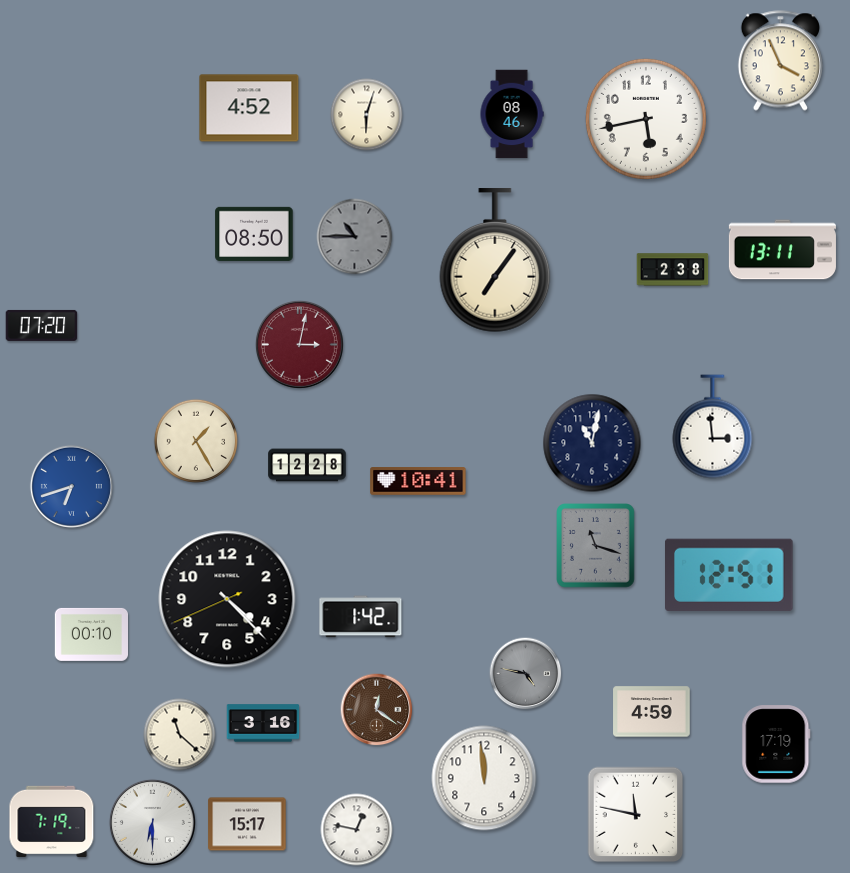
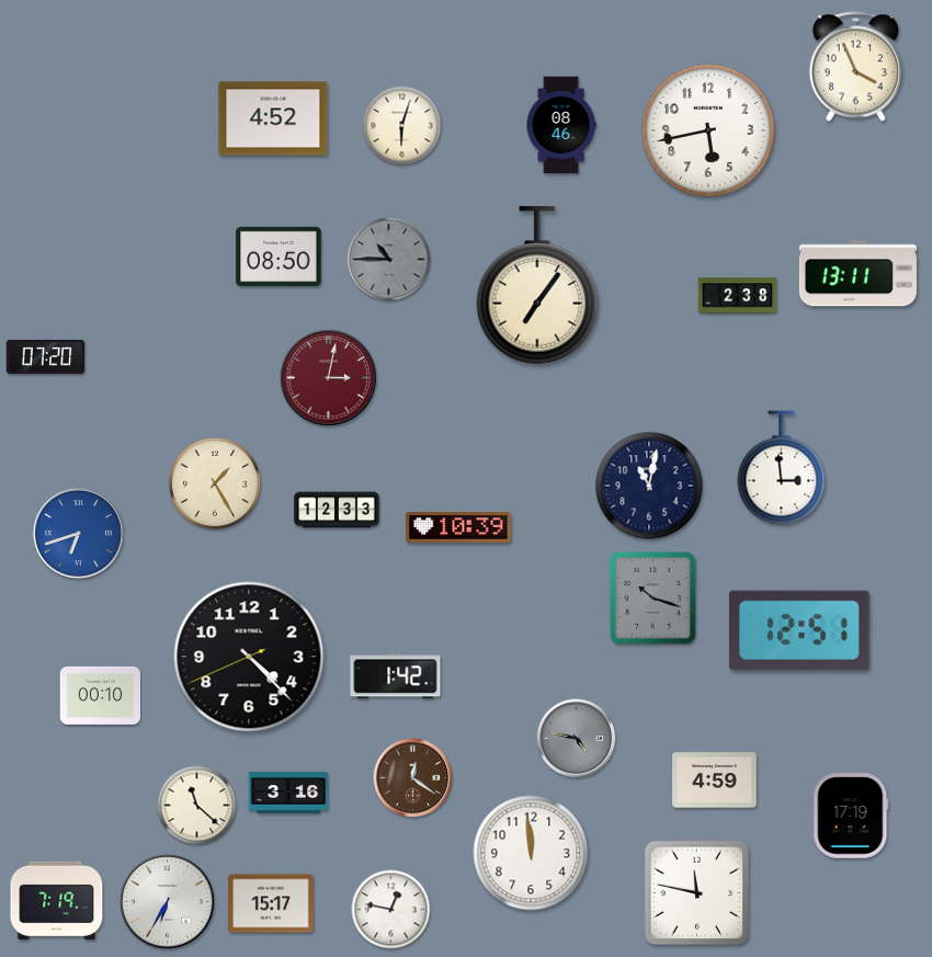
clock at (495, 261) position: (495, 261) -> (537, 286)
clock at (307, 465): 12:28 -> 12:33
clock at (418, 481): 10:41 -> 10:39
clock at (596, 546): 11:18 -> 10:18
clock at (152, 822): 6:30 -> 6:35
